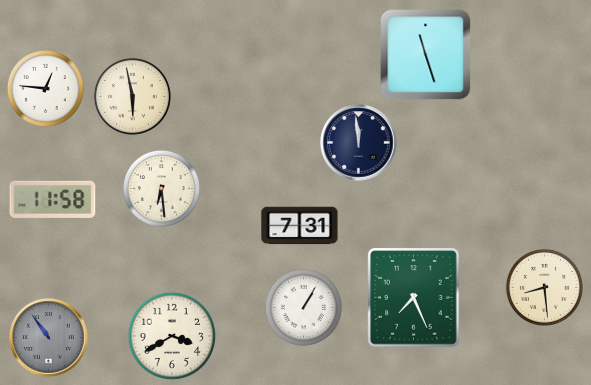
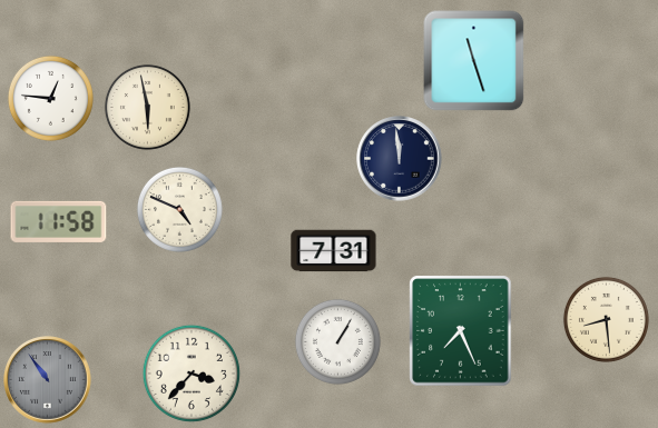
clock at (161, 188): 6:29 -> 4:49
clock at (172, 336): 3:40 -> 3:37
clock at (49, 338) position: (49, 338) -> (48, 380)
